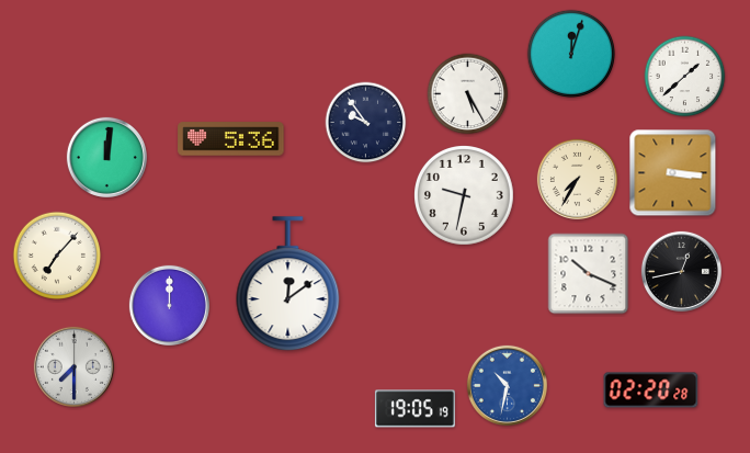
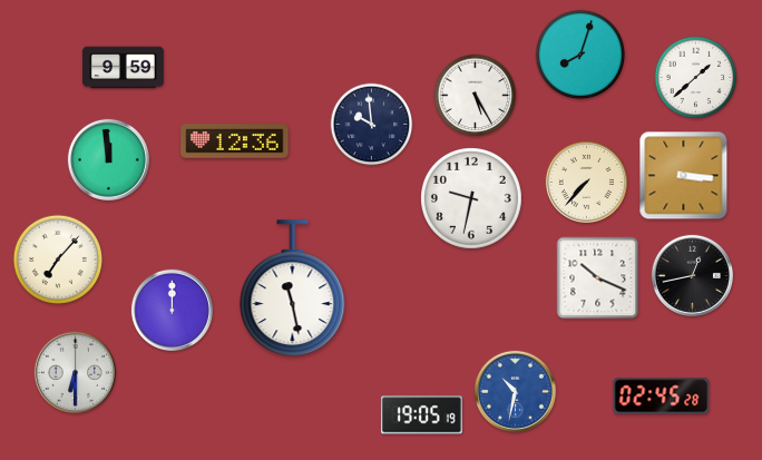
clock at (571, 54): 12:03 -> 8:03
clock at (123, 68): none -> 9:59
clock at (366, 123): 9:54 -> 9:59
clock at (231, 139): 5:36 -> 12:36
clock at (106, 157): 12:01 -> 11:59
clock at (577, 179): 7:35 -> 7:37
clock at (288, 284): 12:09 -> 11:28
clock at (73, 366): 7:30 -> 6:30
clock at (651, 390): 02:20 -> 02:45
